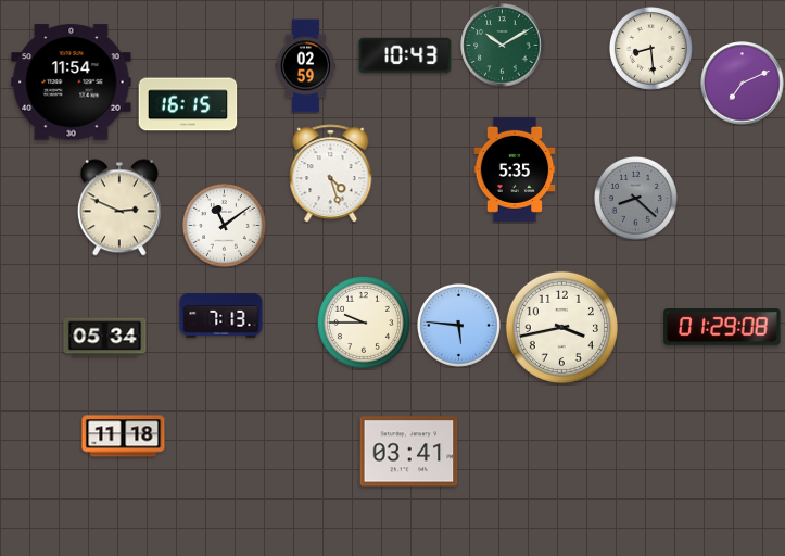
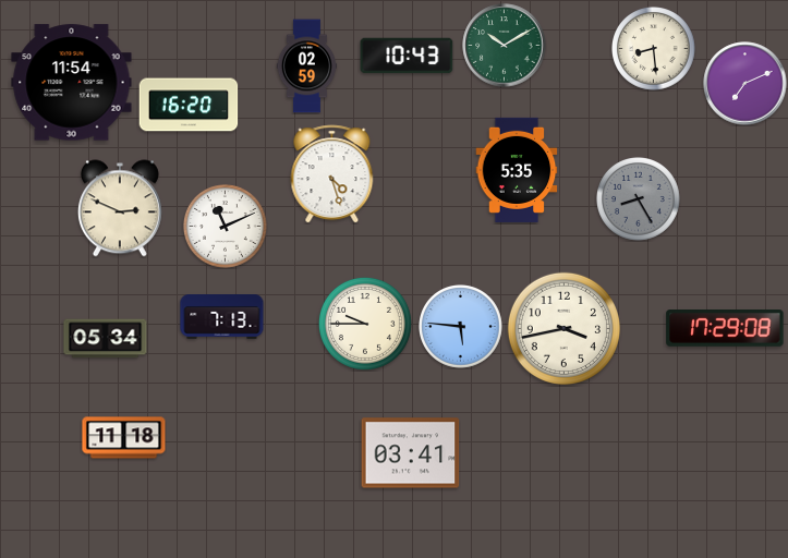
clock at (188, 104): 16:15 -> 16:20
clock at (636, 199): 8:22 -> 8:25
clock at (225, 226): 11:09 -> 11:11
clock at (722, 328): 01:29 -> 17:29
